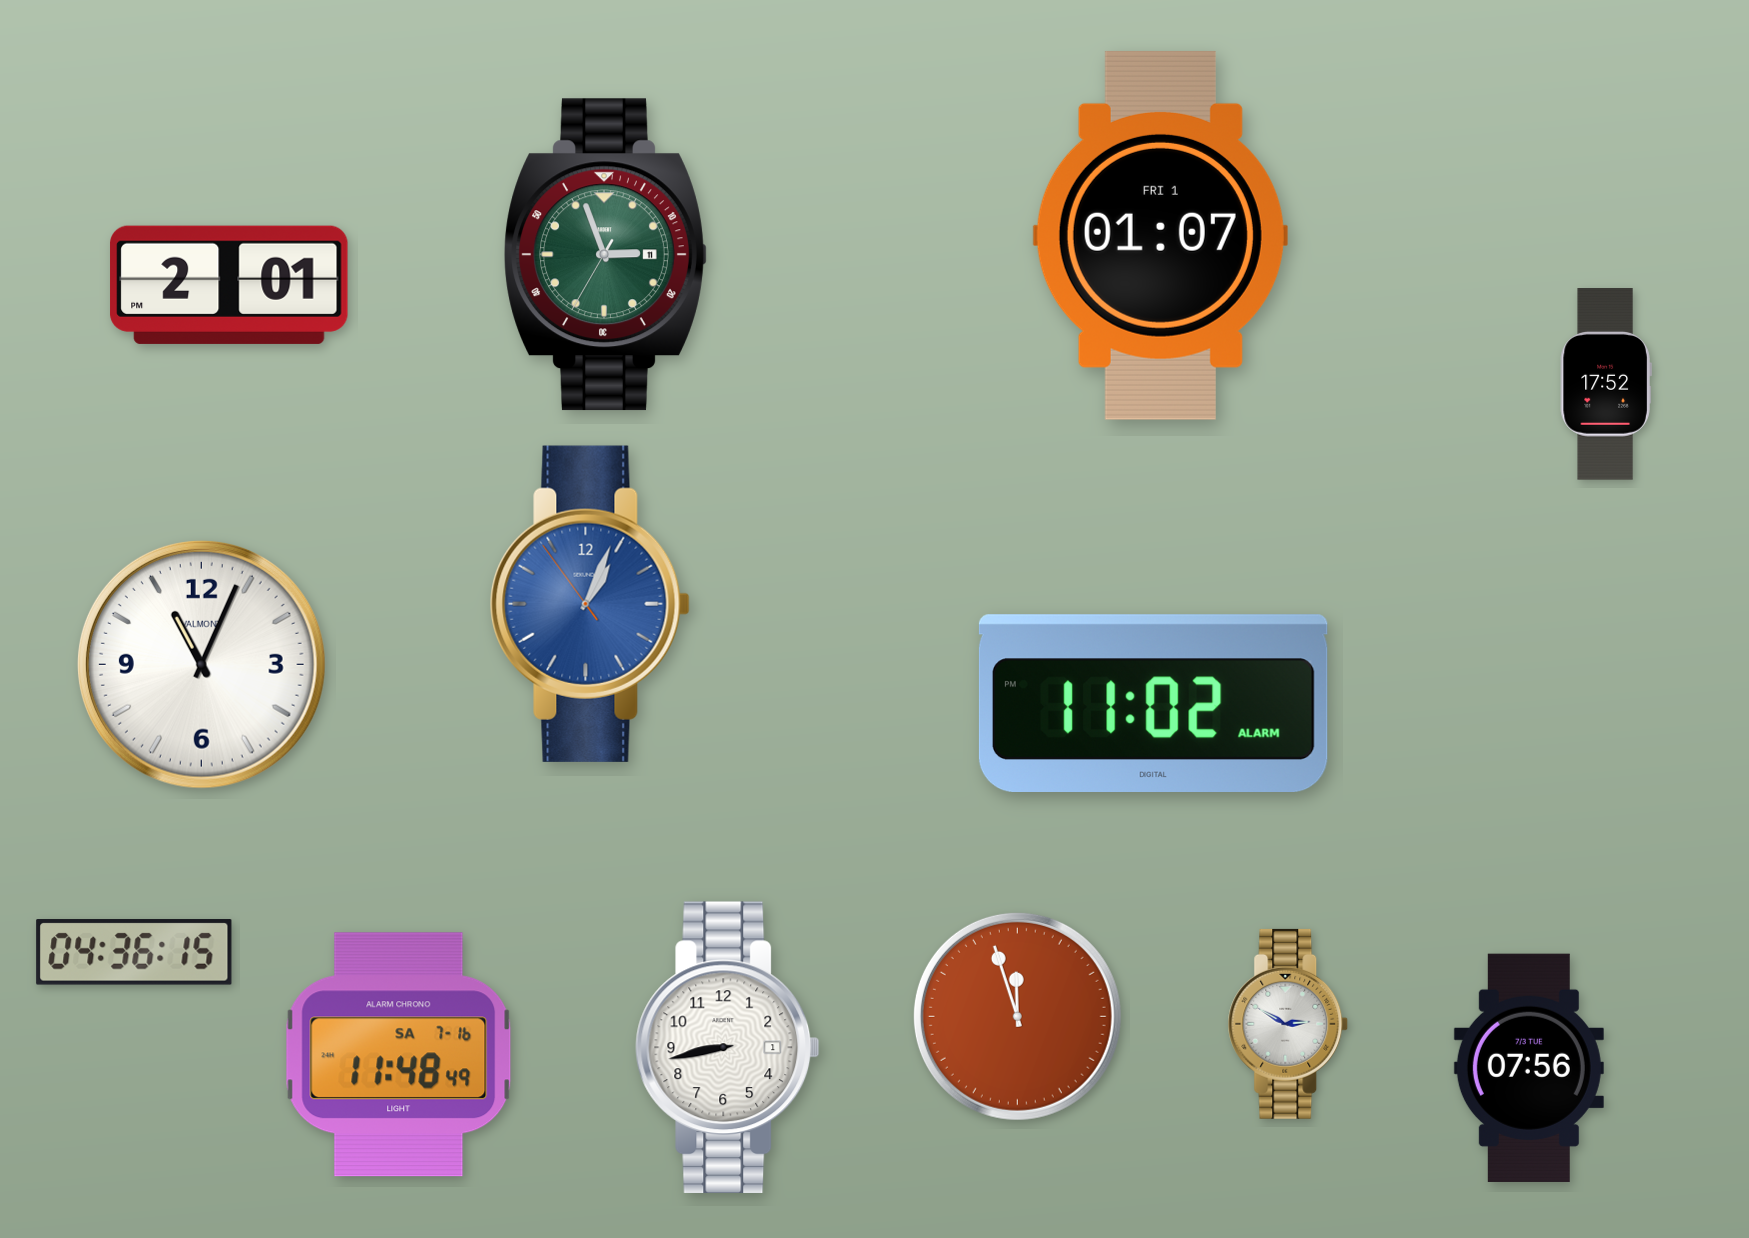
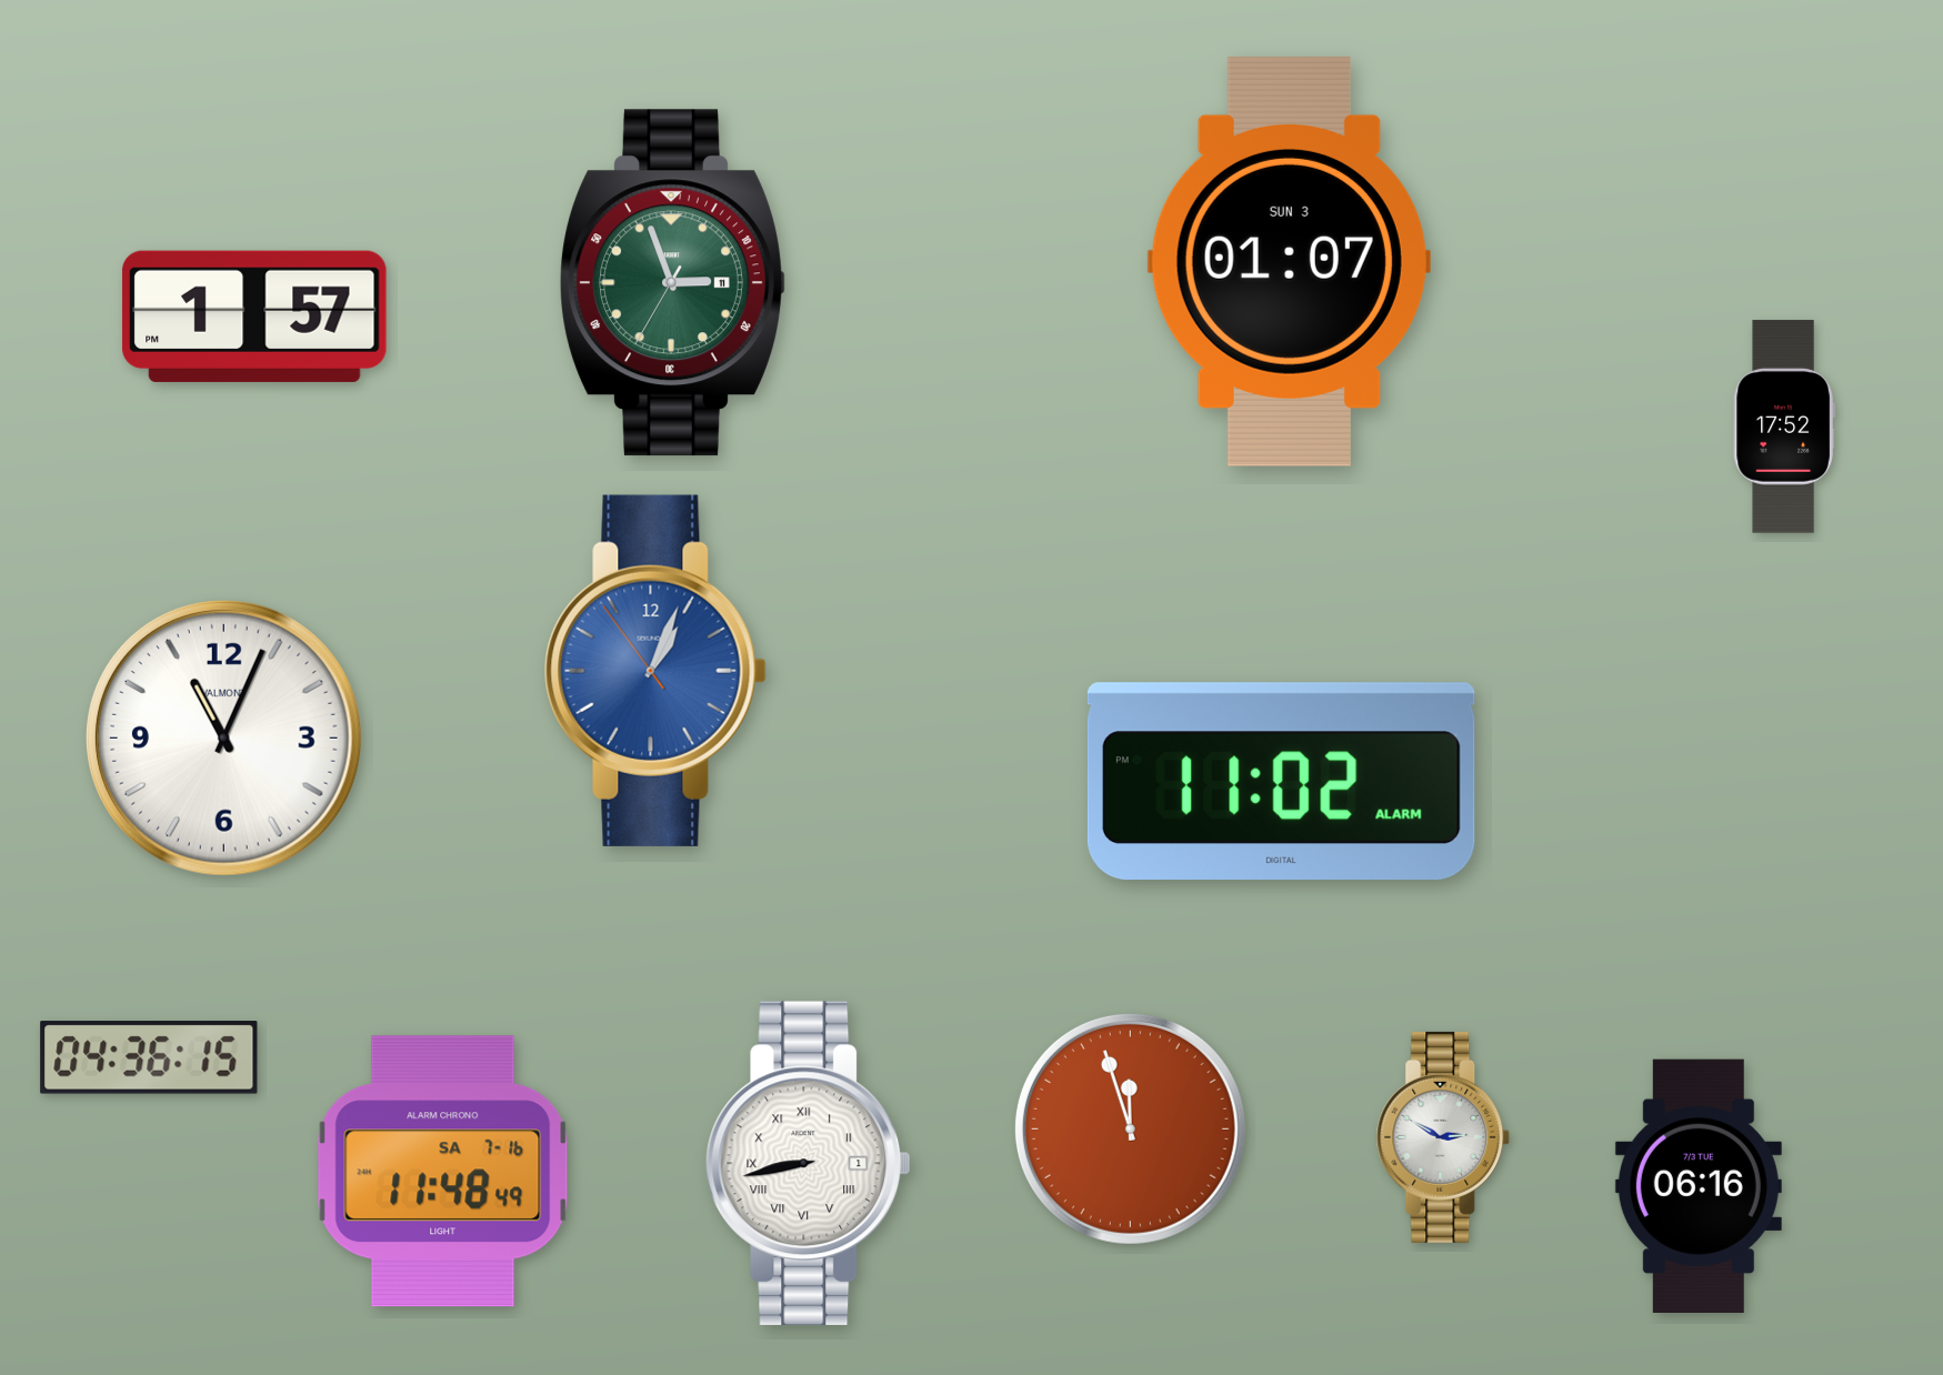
clock at (1160, 235) date: FRI 1 -> SUN 3
clock at (229, 285): 2:01 -> 1:57
clock at (1288, 1024) position: (1288, 1024) -> (1443, 1137)
clock at (728, 1047) numerals: Arabic -> Roman
clock at (1529, 1068): 07:56 -> 06:16
